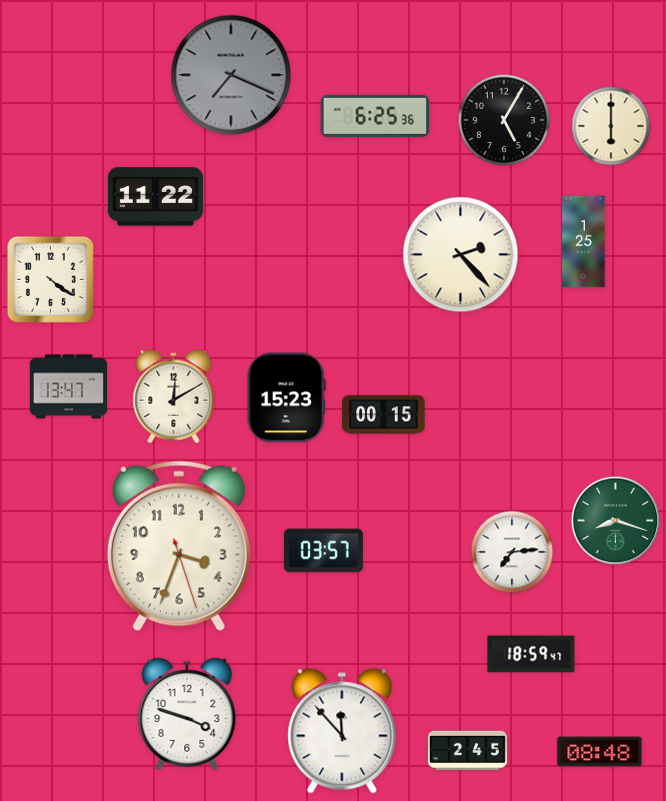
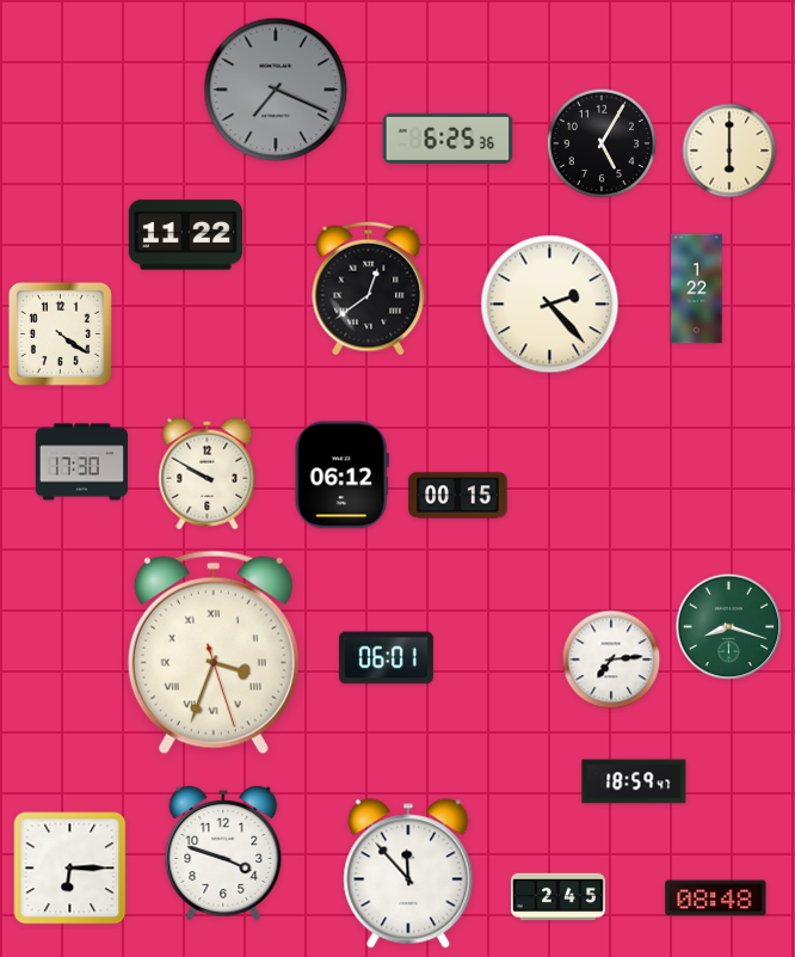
clock at (369, 289): none -> 12:39
clock at (584, 242): 1:25 -> 1:22
clock at (68, 387): 13:47 -> 17:30
clock at (174, 397): 12:10 -> 9:50
clock at (286, 398): 15:23 -> 06:12
clock at (616, 521) position: (616, 521) -> (729, 627)
clock at (179, 546) numerals: Arabic -> Roman
clock at (323, 551): 03:57 -> 06:01
clock at (70, 869): none -> 6:15
